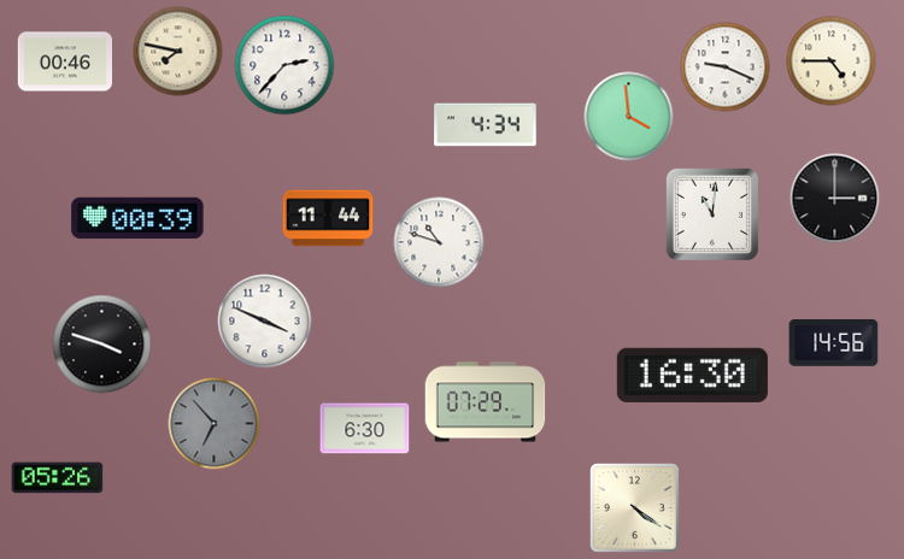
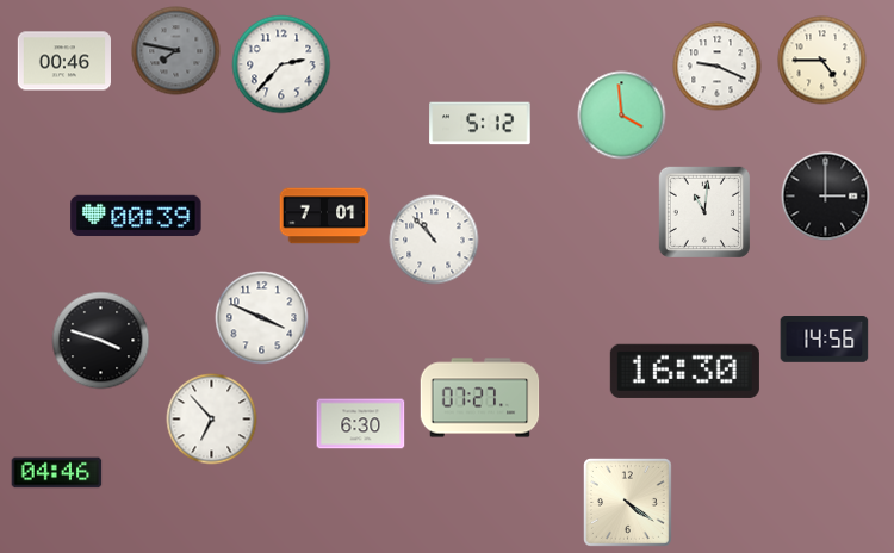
clock at (178, 52) dial: cream -> grey
clock at (486, 125): 4:34 -> 5:12
clock at (328, 218): 11:44 -> 7:01
clock at (439, 242): 10:48 -> 10:53
clock at (486, 402): 07:29 -> 07:27
clock at (215, 424) dial: grey -> white
clock at (58, 478): 05:26 -> 04:46
